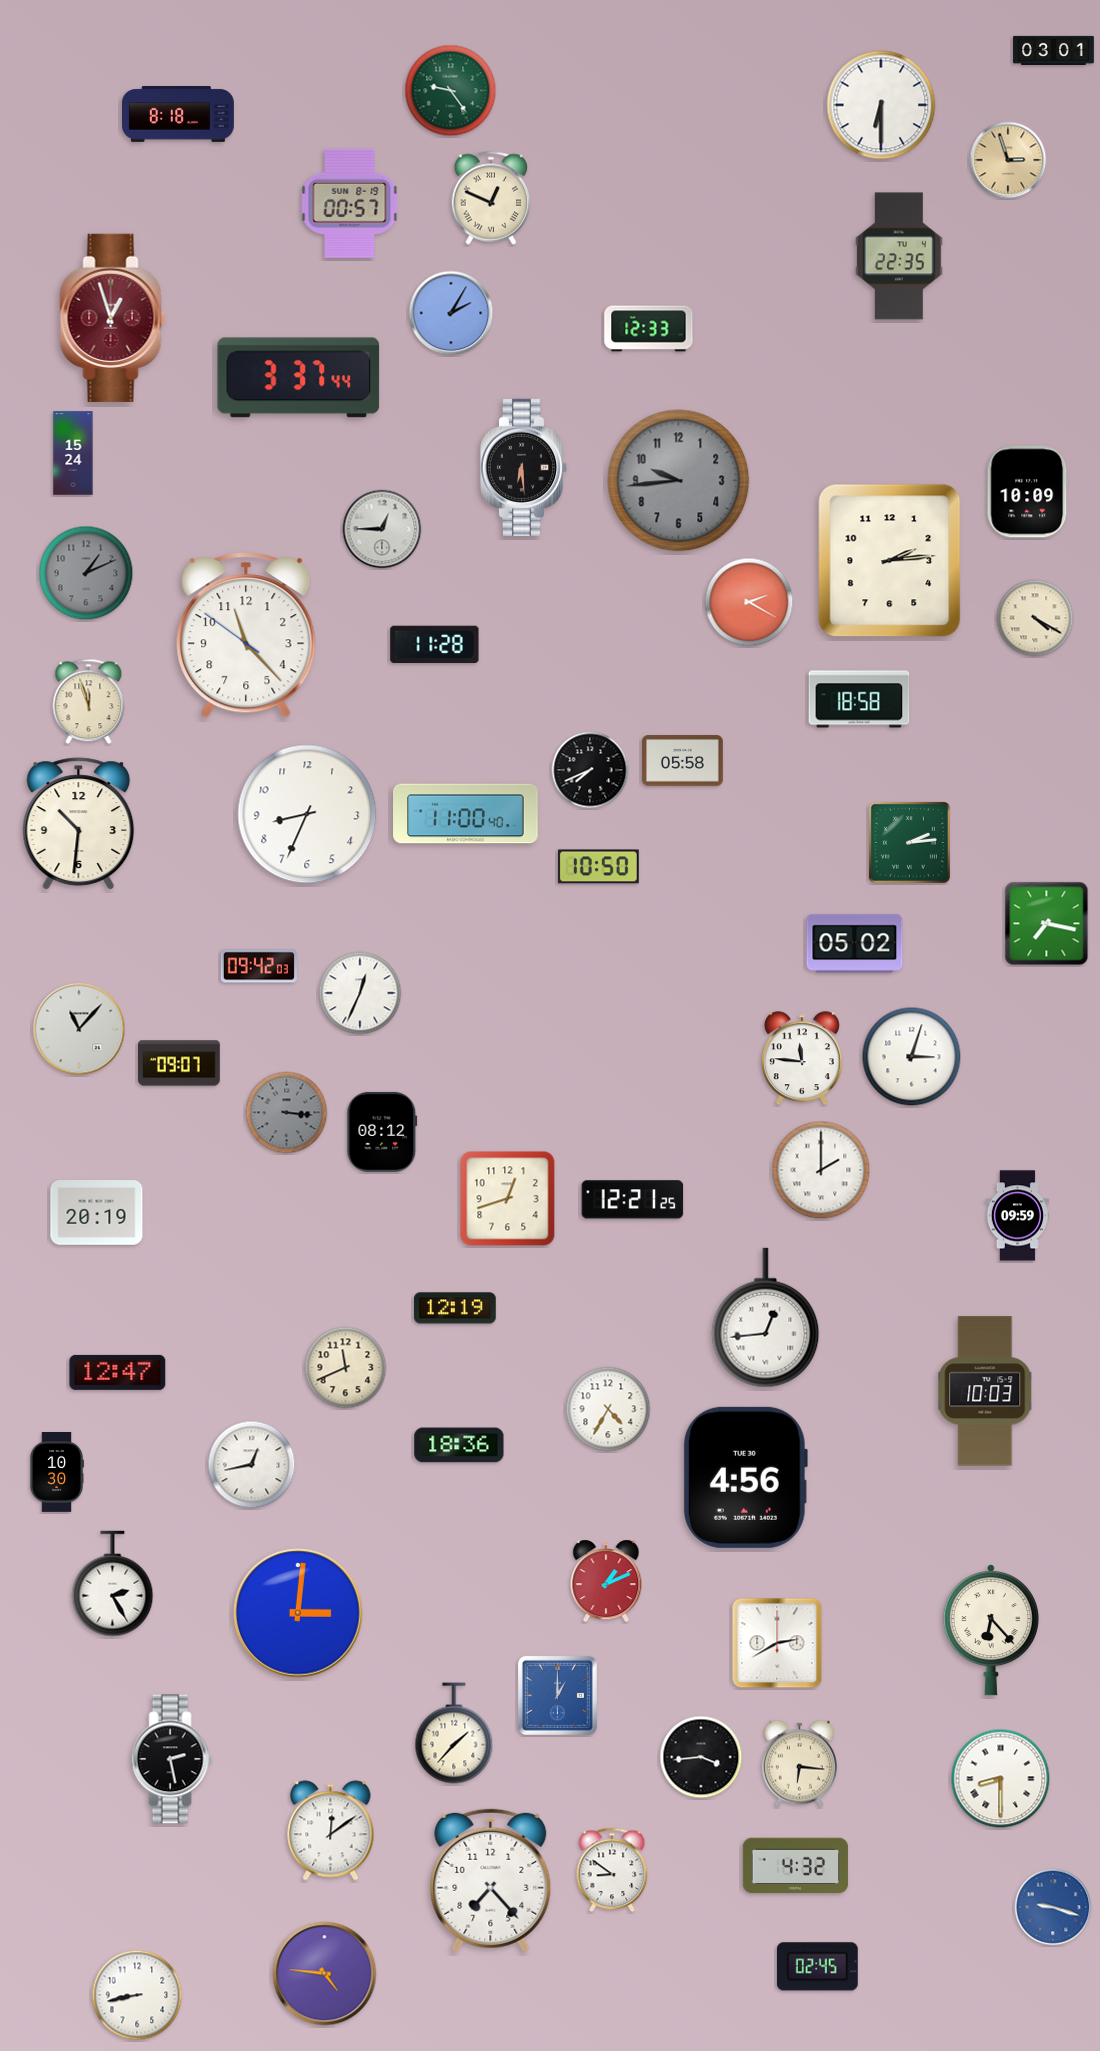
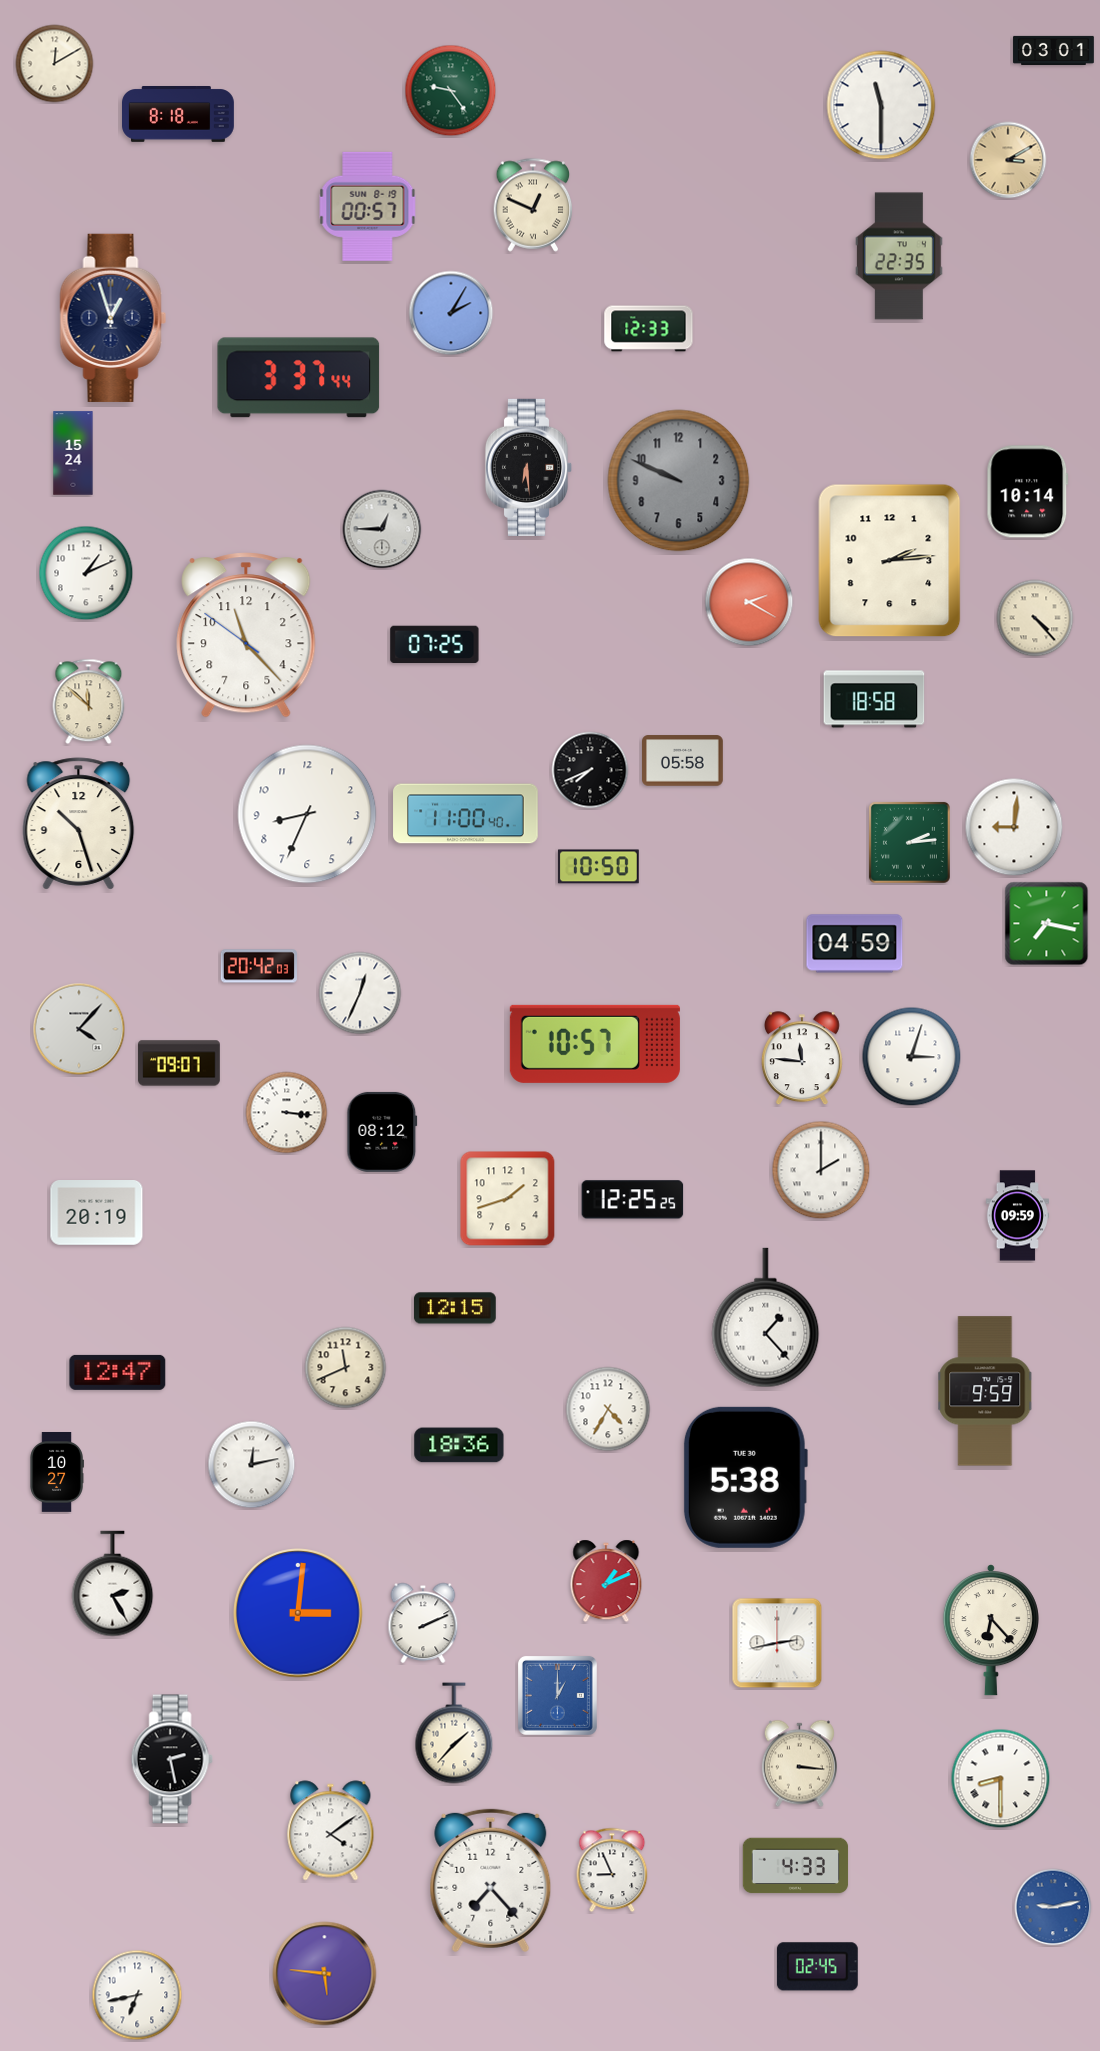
clock at (55, 64): none -> 12:10
clock at (881, 105): 6:30 -> 11:30
clock at (1008, 160): 2:57 -> 3:10
clock at (491, 198) position: (491, 198) -> (533, 205)
clock at (350, 203) position: (350, 203) -> (368, 206)
clock at (113, 318) dial: burgundy -> navy
clock at (524, 467) position: (524, 467) -> (529, 467)
clock at (679, 481): 9:44 -> 9:49
clock at (1028, 492): 10:09 -> 10:14
clock at (86, 573) dial: grey -> white
clock at (1035, 618): 4:20 -> 4:23
clock at (435, 645): 11:28 -> 07:25
clock at (859, 699) position: (859, 699) -> (874, 699)
clock at (89, 702): 11:57 -> 11:52
clock at (79, 824): 10:31 -> 10:27
clock at (1014, 827): none -> 9:01
clock at (855, 944): 05:02 -> 04:59
clock at (259, 966): 09:42 -> 20:42
clock at (79, 1029): 11:07 -> 4:07
clock at (595, 1044): none -> 10:57
clock at (287, 1113) dial: grey -> white
clock at (508, 1199): 12:42 -> 1:42
clock at (633, 1200): 12:21 -> 12:25
clock at (456, 1308): 12:19 -> 12:15
clock at (766, 1318): 12:44 -> 1:23
clock at (985, 1391): 10:03 -> 9:59
clock at (252, 1465): 12:43 -> 12:13
clock at (57, 1473): 10:30 -> 10:27
clock at (745, 1477): 4:56 -> 5:38
clock at (423, 1623): none -> 2:11
clock at (777, 1643): 2:40 -> 2:43
clock at (701, 1757): 3:44 -> none
clock at (799, 1764): 6:16 -> 3:16
clock at (331, 1831): 12:09 -> 4:09
clock at (796, 1866): 4:32 -> 4:33
clock at (612, 1870): 8:51 -> 8:56
clock at (1053, 1907): 9:18 -> 9:13
clock at (325, 1974): 4:46 -> 5:46
clock at (137, 1995): 8:43 -> 6:43
